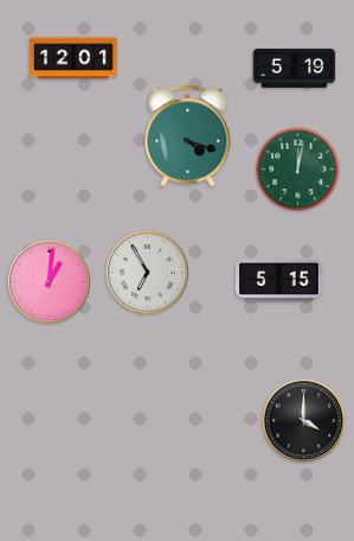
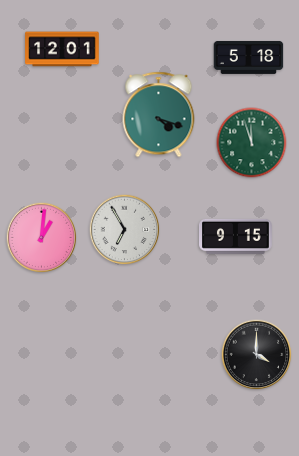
clock at (295, 68): 5:19 -> 5:18
clock at (298, 170): 12:02 -> 11:57
clock at (279, 280): 5:15 -> 9:15
